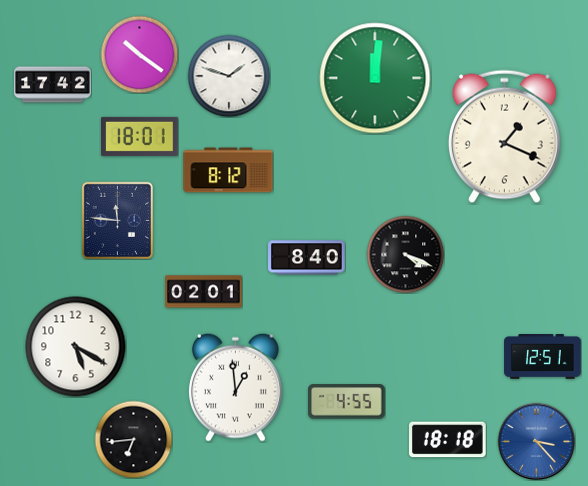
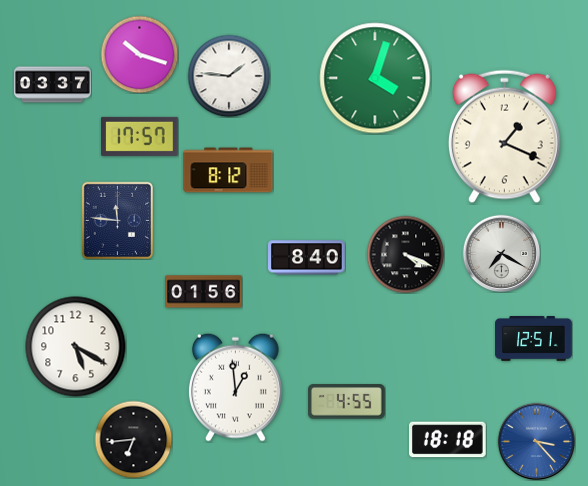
clock at (139, 54): 10:21 -> 10:18
clock at (229, 76): 1:48 -> 1:46
clock at (375, 78): 12:01 -> 4:03
clock at (53, 85): 17:42 -> 03:37
clock at (140, 136): 18:01 -> 17:57
clock at (501, 253): none -> 7:20
clock at (204, 292): 02:01 -> 01:56
clock at (543, 357) position: (543, 357) -> (534, 339)
